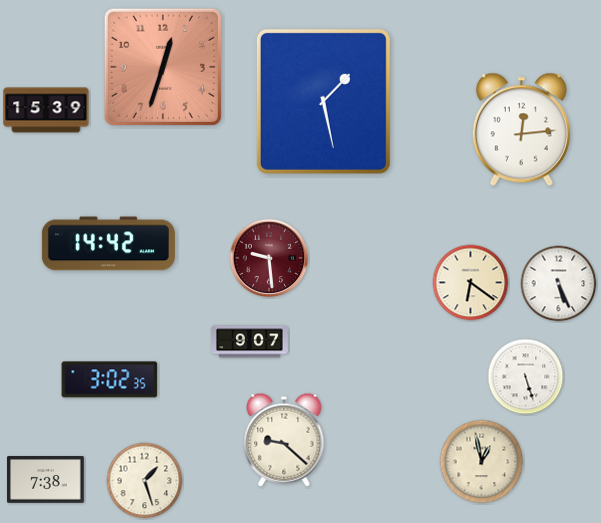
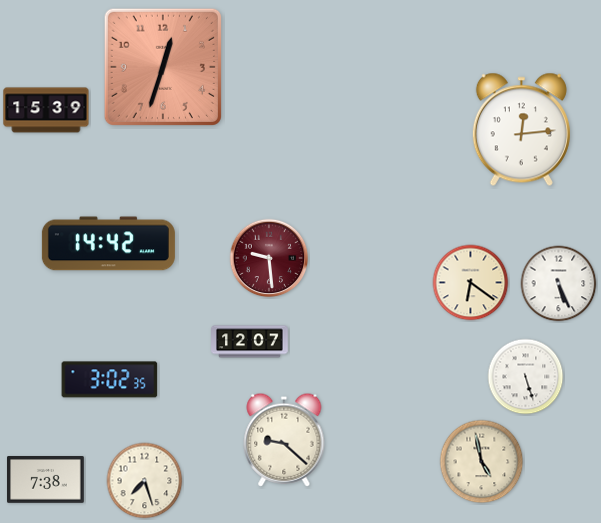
clock at (323, 101): 1:28 -> none
clock at (250, 342): 9:07 -> 12:07
clock at (482, 462): 12:58 -> 4:58
clock at (145, 481): 1:27 -> 7:27
